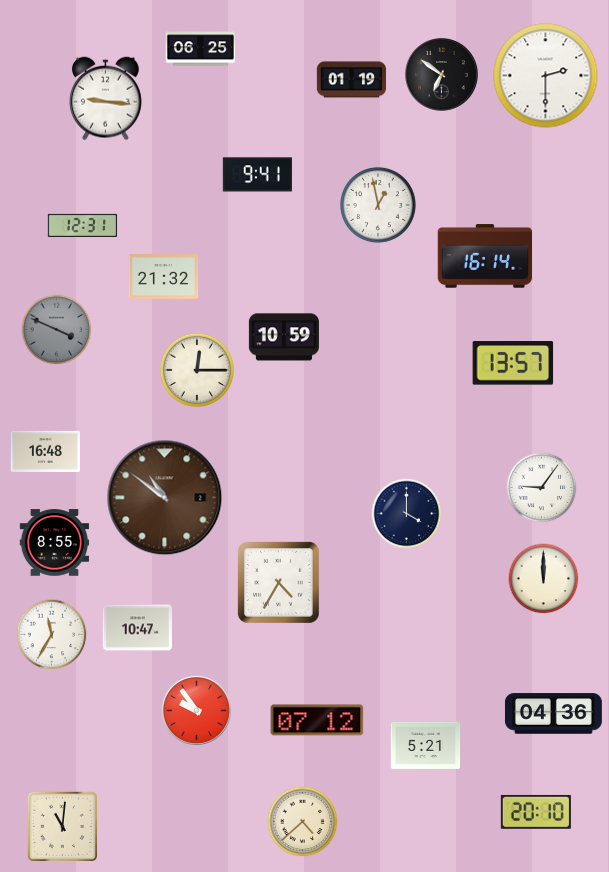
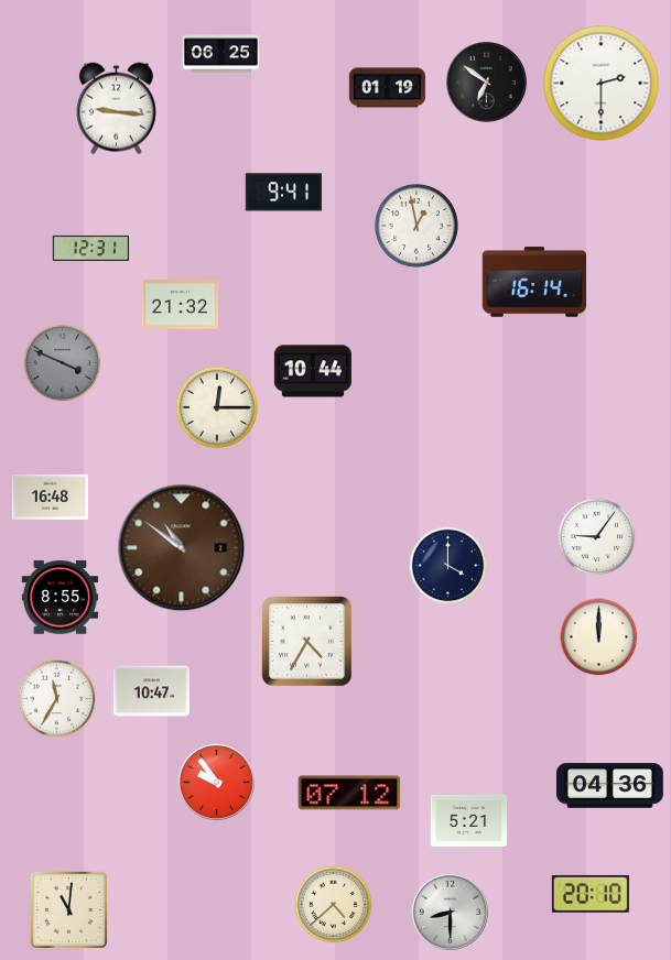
clock at (284, 337): 10:59 -> 10:44
clock at (513, 363): 13:57 -> none
clock at (450, 912): none -> 8:30
